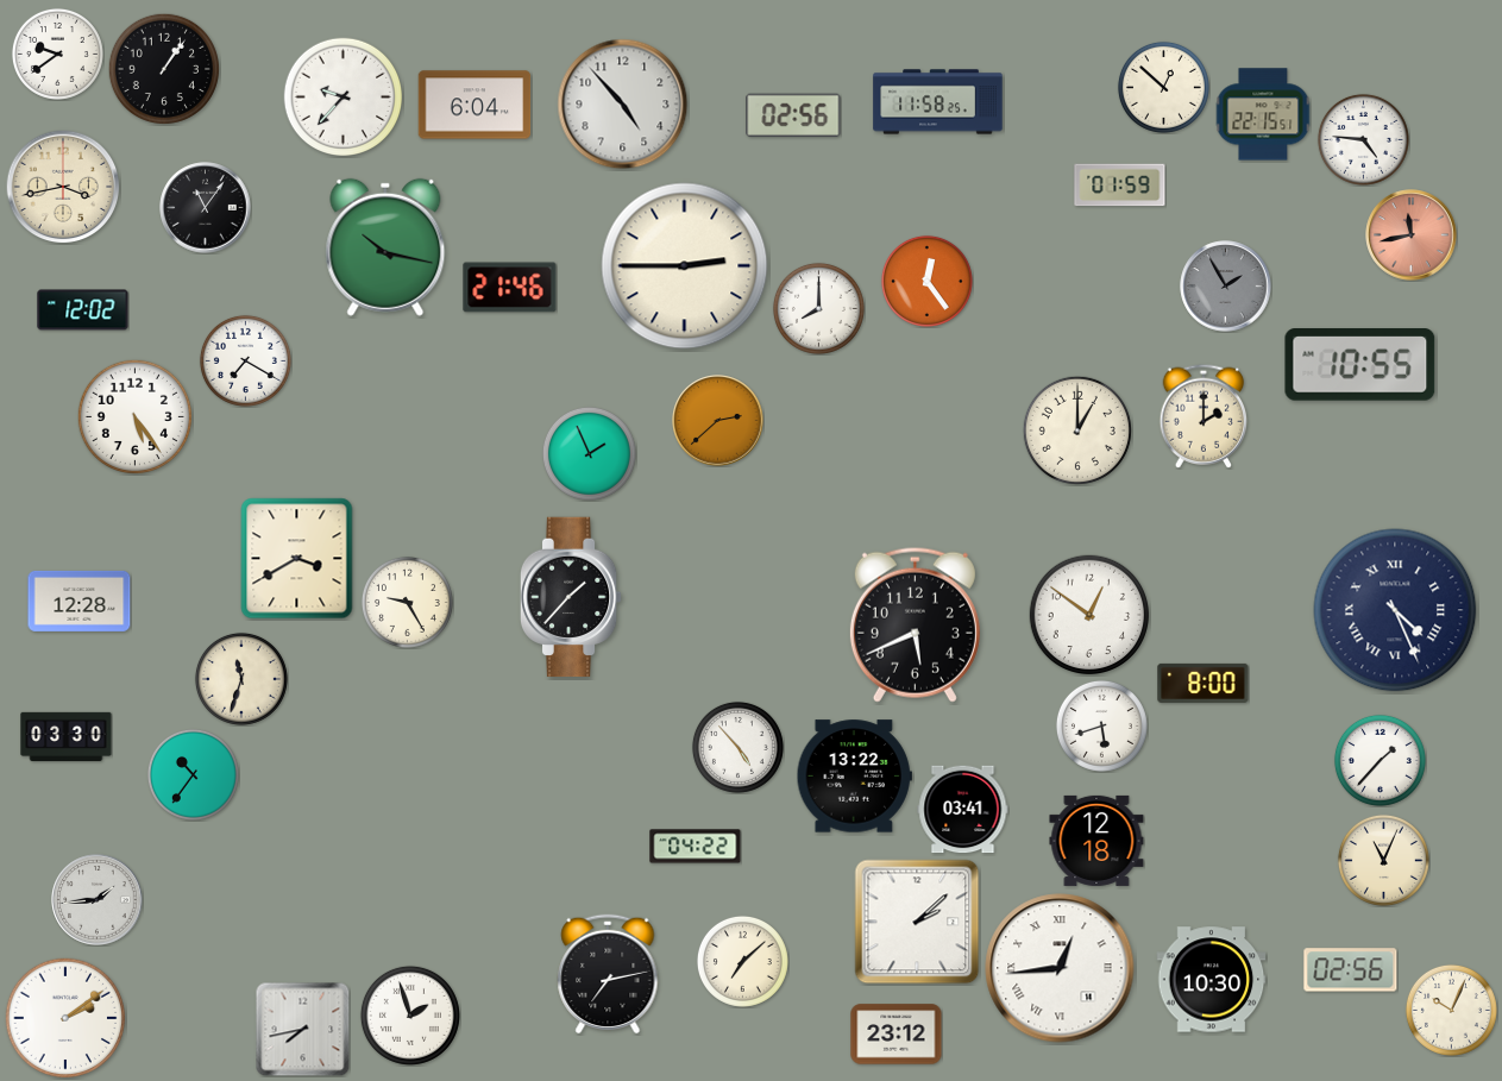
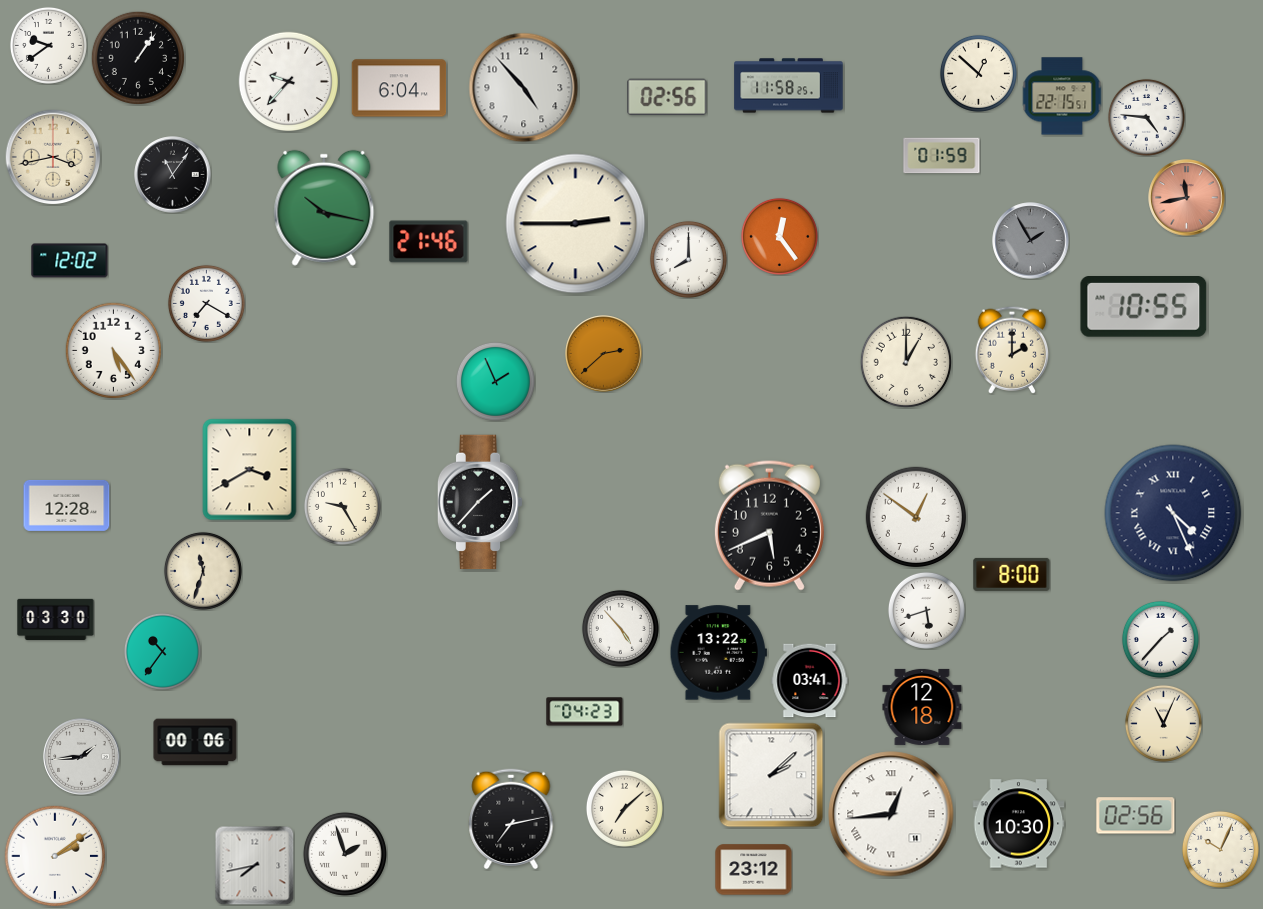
clock at (696, 847): 04:22 -> 04:23
clock at (195, 742): none -> 00:06
